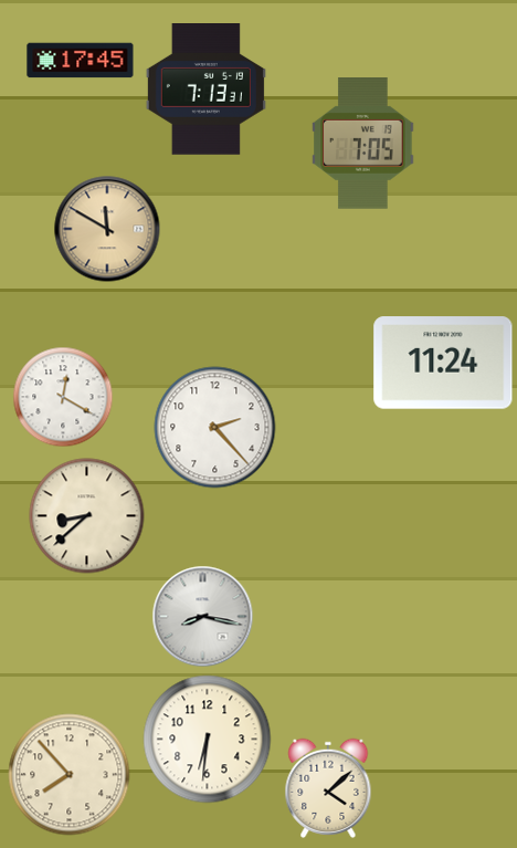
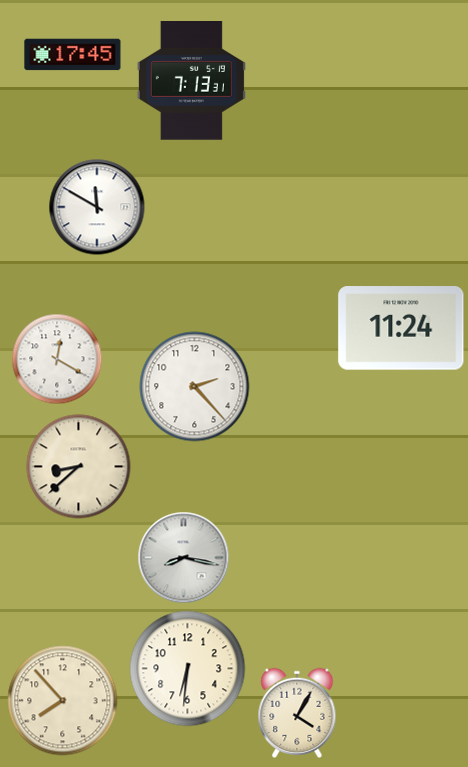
clock at (205, 90) position: (205, 90) -> (191, 81)
clock at (363, 144): 7:05 -> none
clock at (107, 229) dial: champagne -> white
clock at (328, 788): 4:08 -> 4:05
